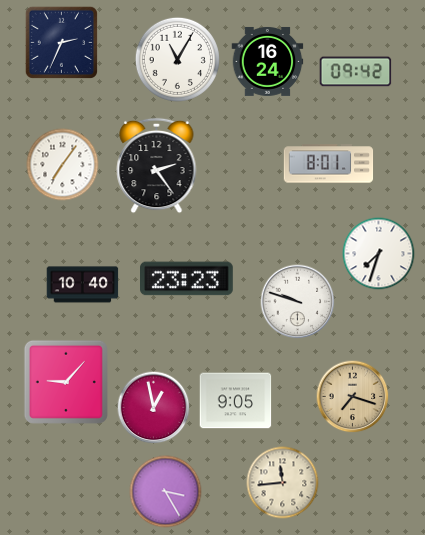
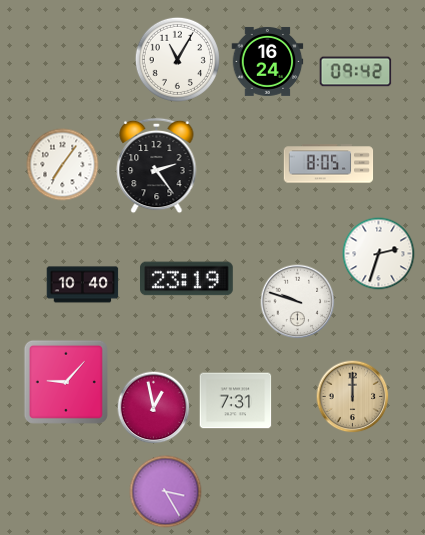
clock at (61, 42): 2:34 -> none
clock at (329, 164): 8:01 -> 8:05
clock at (379, 254): 7:33 -> 2:33
clock at (187, 279): 23:23 -> 23:19
clock at (353, 397): 7:18 -> 12:00
clock at (236, 401): 9:05 -> 7:31
clock at (283, 483): 11:44 -> none
